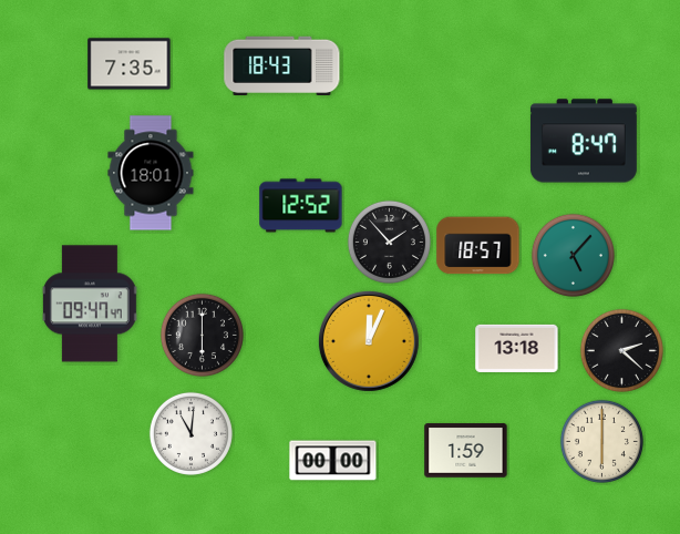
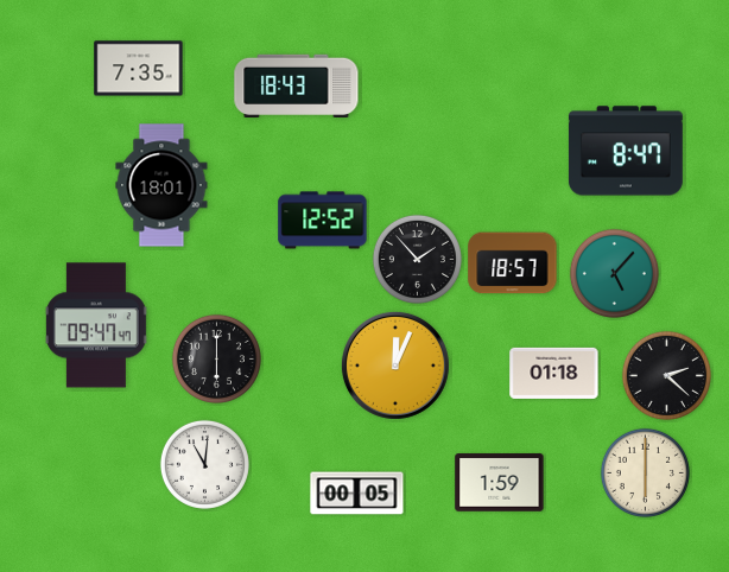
clock at (282, 65) position: (282, 65) -> (297, 85)
clock at (517, 348): 13:18 -> 01:18
clock at (333, 461): 00:00 -> 00:05
